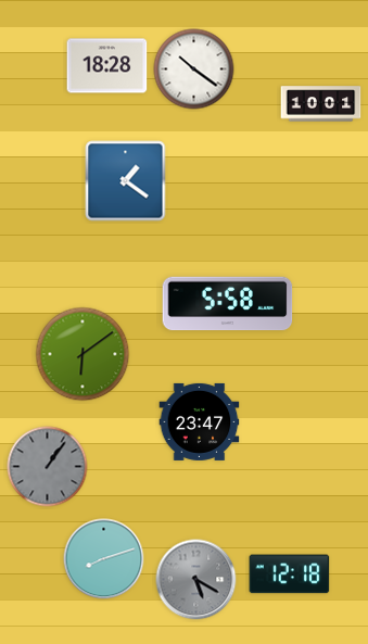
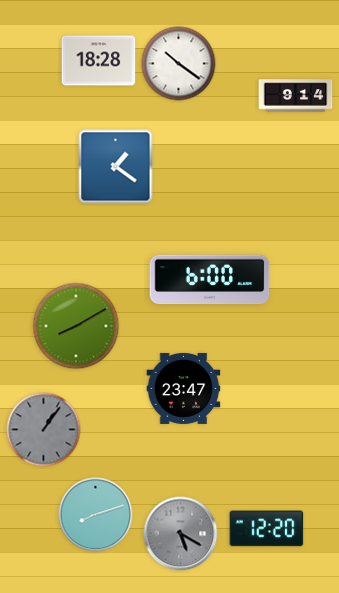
clock at (321, 104): 10:01 -> 9:14
clock at (228, 304): 5:58 -> 6:00
clock at (83, 354): 6:09 -> 8:10
clock at (290, 574): 12:18 -> 12:20
